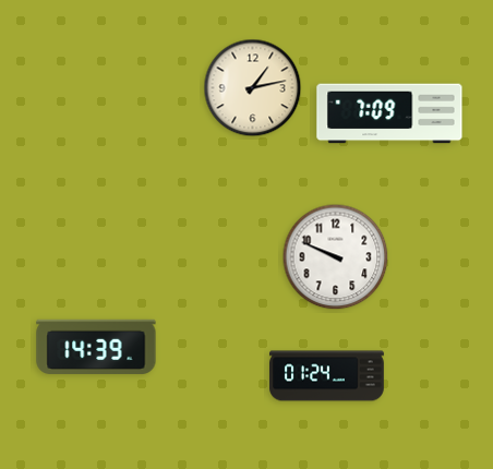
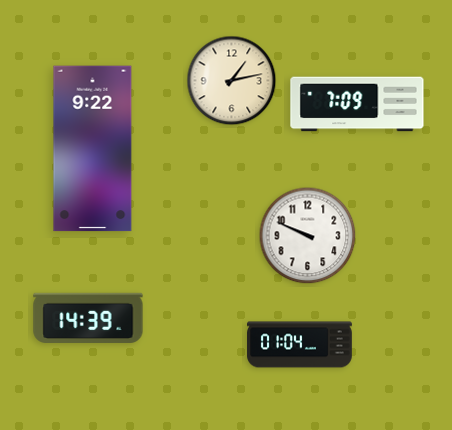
clock at (93, 149): none -> 9:22
clock at (327, 376): 01:24 -> 01:04
